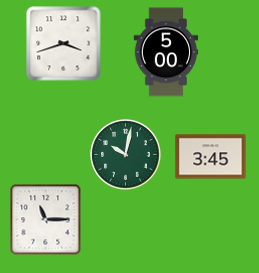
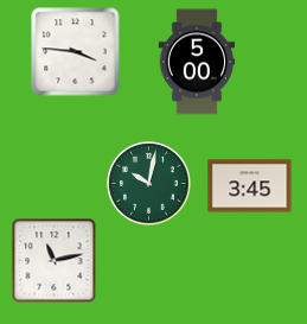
clock at (64, 44): 3:42 -> 3:46
clock at (46, 220): 11:15 -> 11:13
